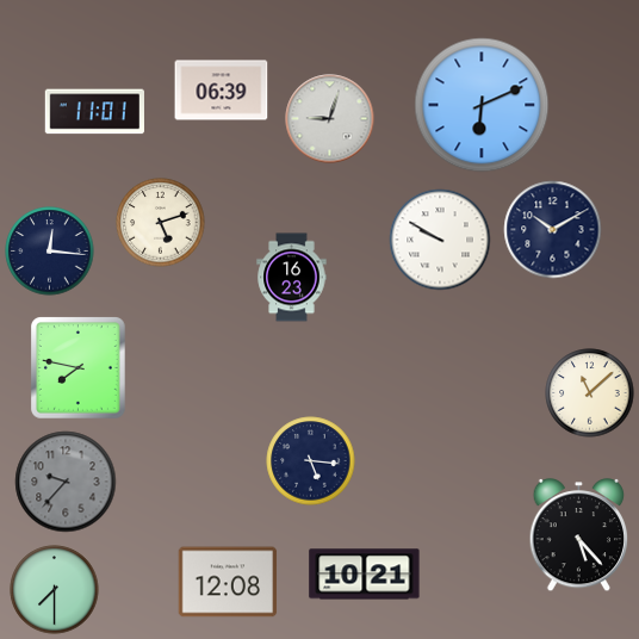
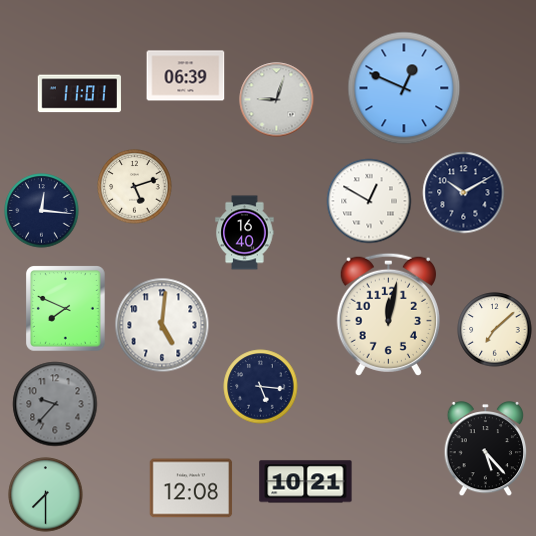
clock at (482, 105): 6:11 -> 12:49
clock at (440, 240): 9:50 -> 12:50
clock at (292, 278): 16:23 -> 16:40
clock at (79, 368): 7:47 -> 7:49
clock at (388, 314): none -> 12:02
clock at (162, 325): none -> 5:01
clock at (590, 393): 11:08 -> 7:08
